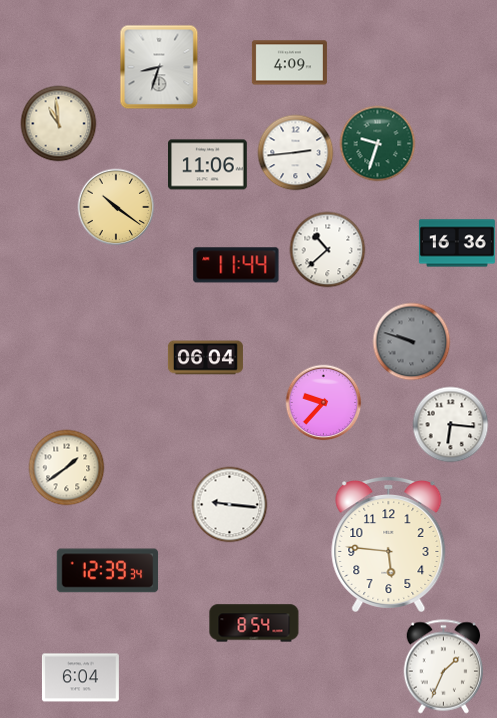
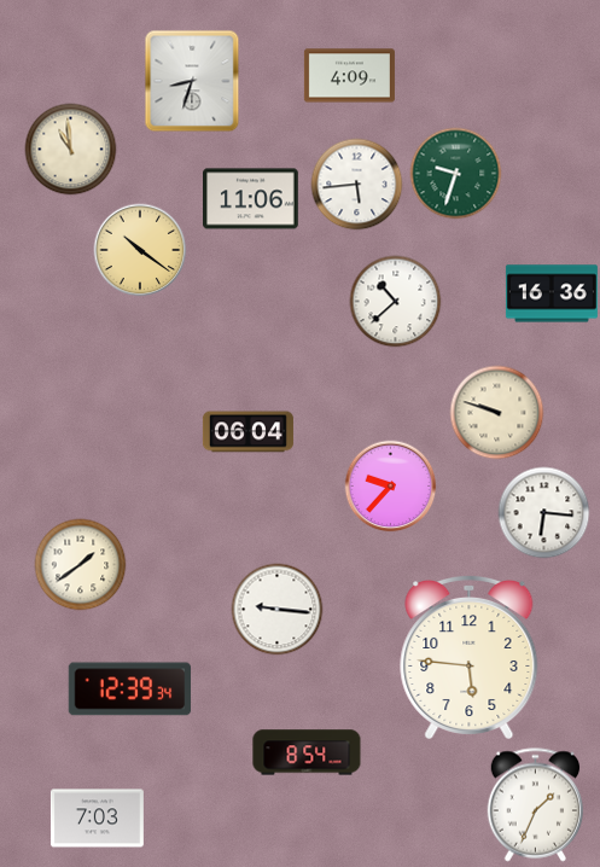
clock at (296, 153): 2:44 -> 5:44
clock at (236, 265): 11:44 -> none
clock at (412, 342) dial: grey -> cream
clock at (80, 678): 6:04 -> 7:03
